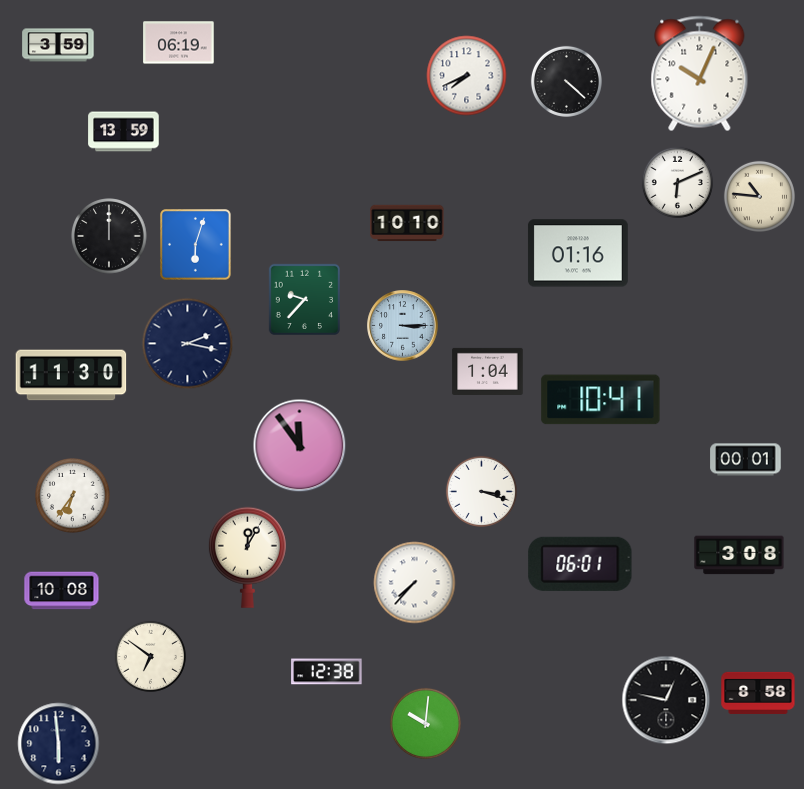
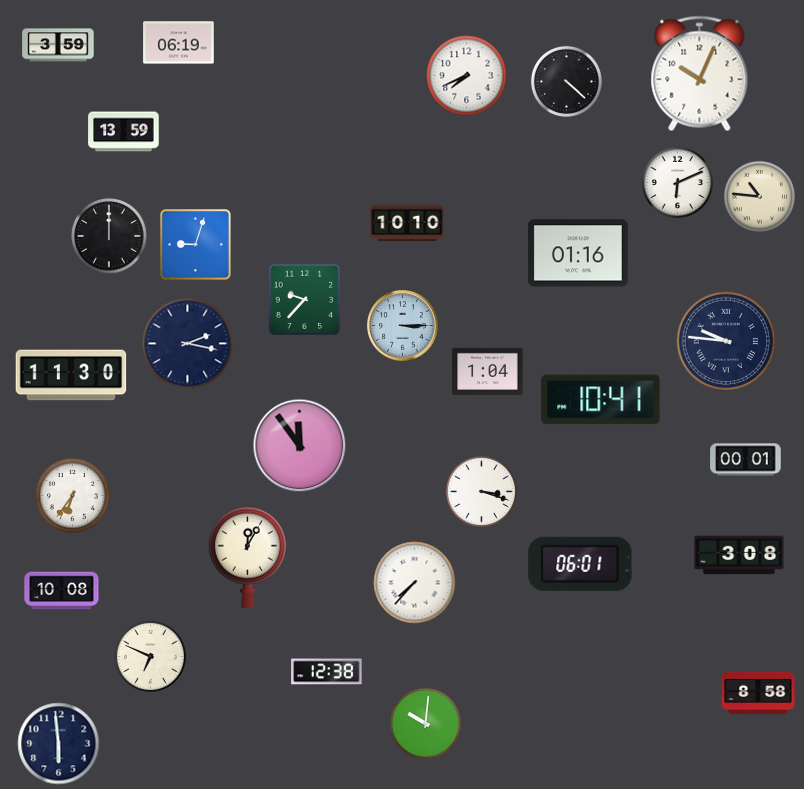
clock at (196, 245): 6:03 -> 9:03
clock at (726, 341): none -> 9:46
clock at (150, 656): 6:51 -> 6:49
clock at (666, 700): 12:47 -> none
